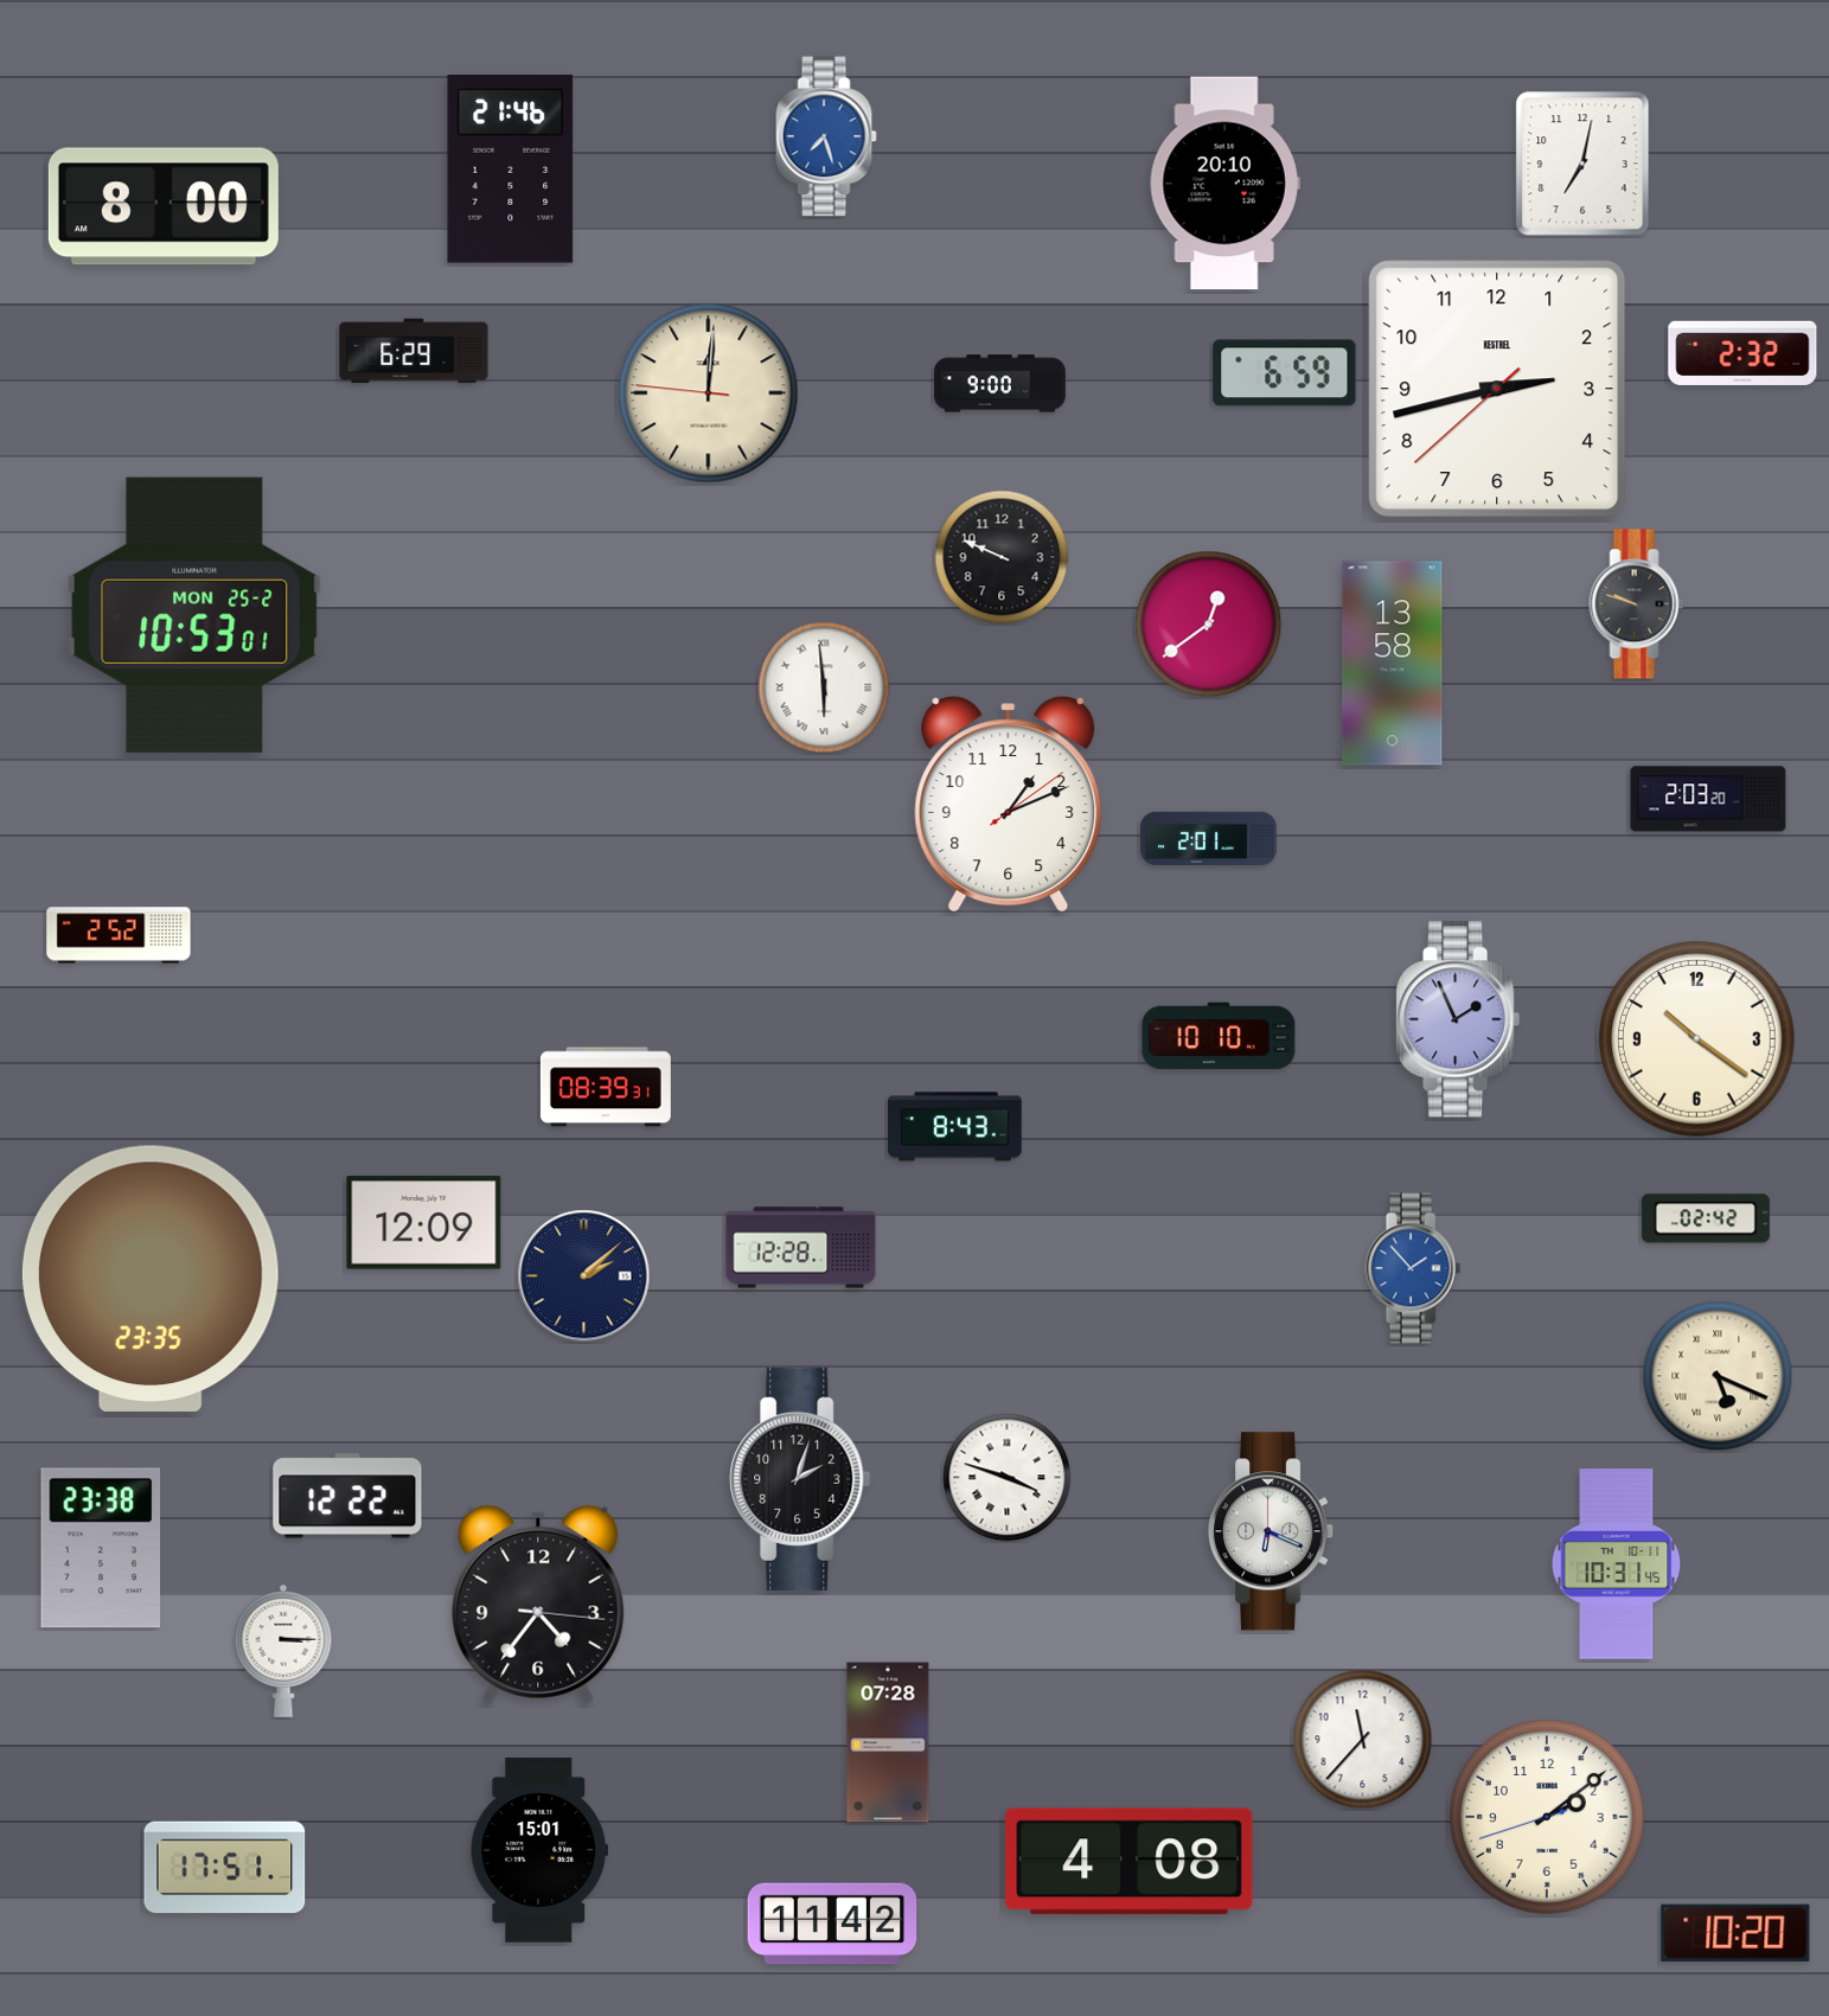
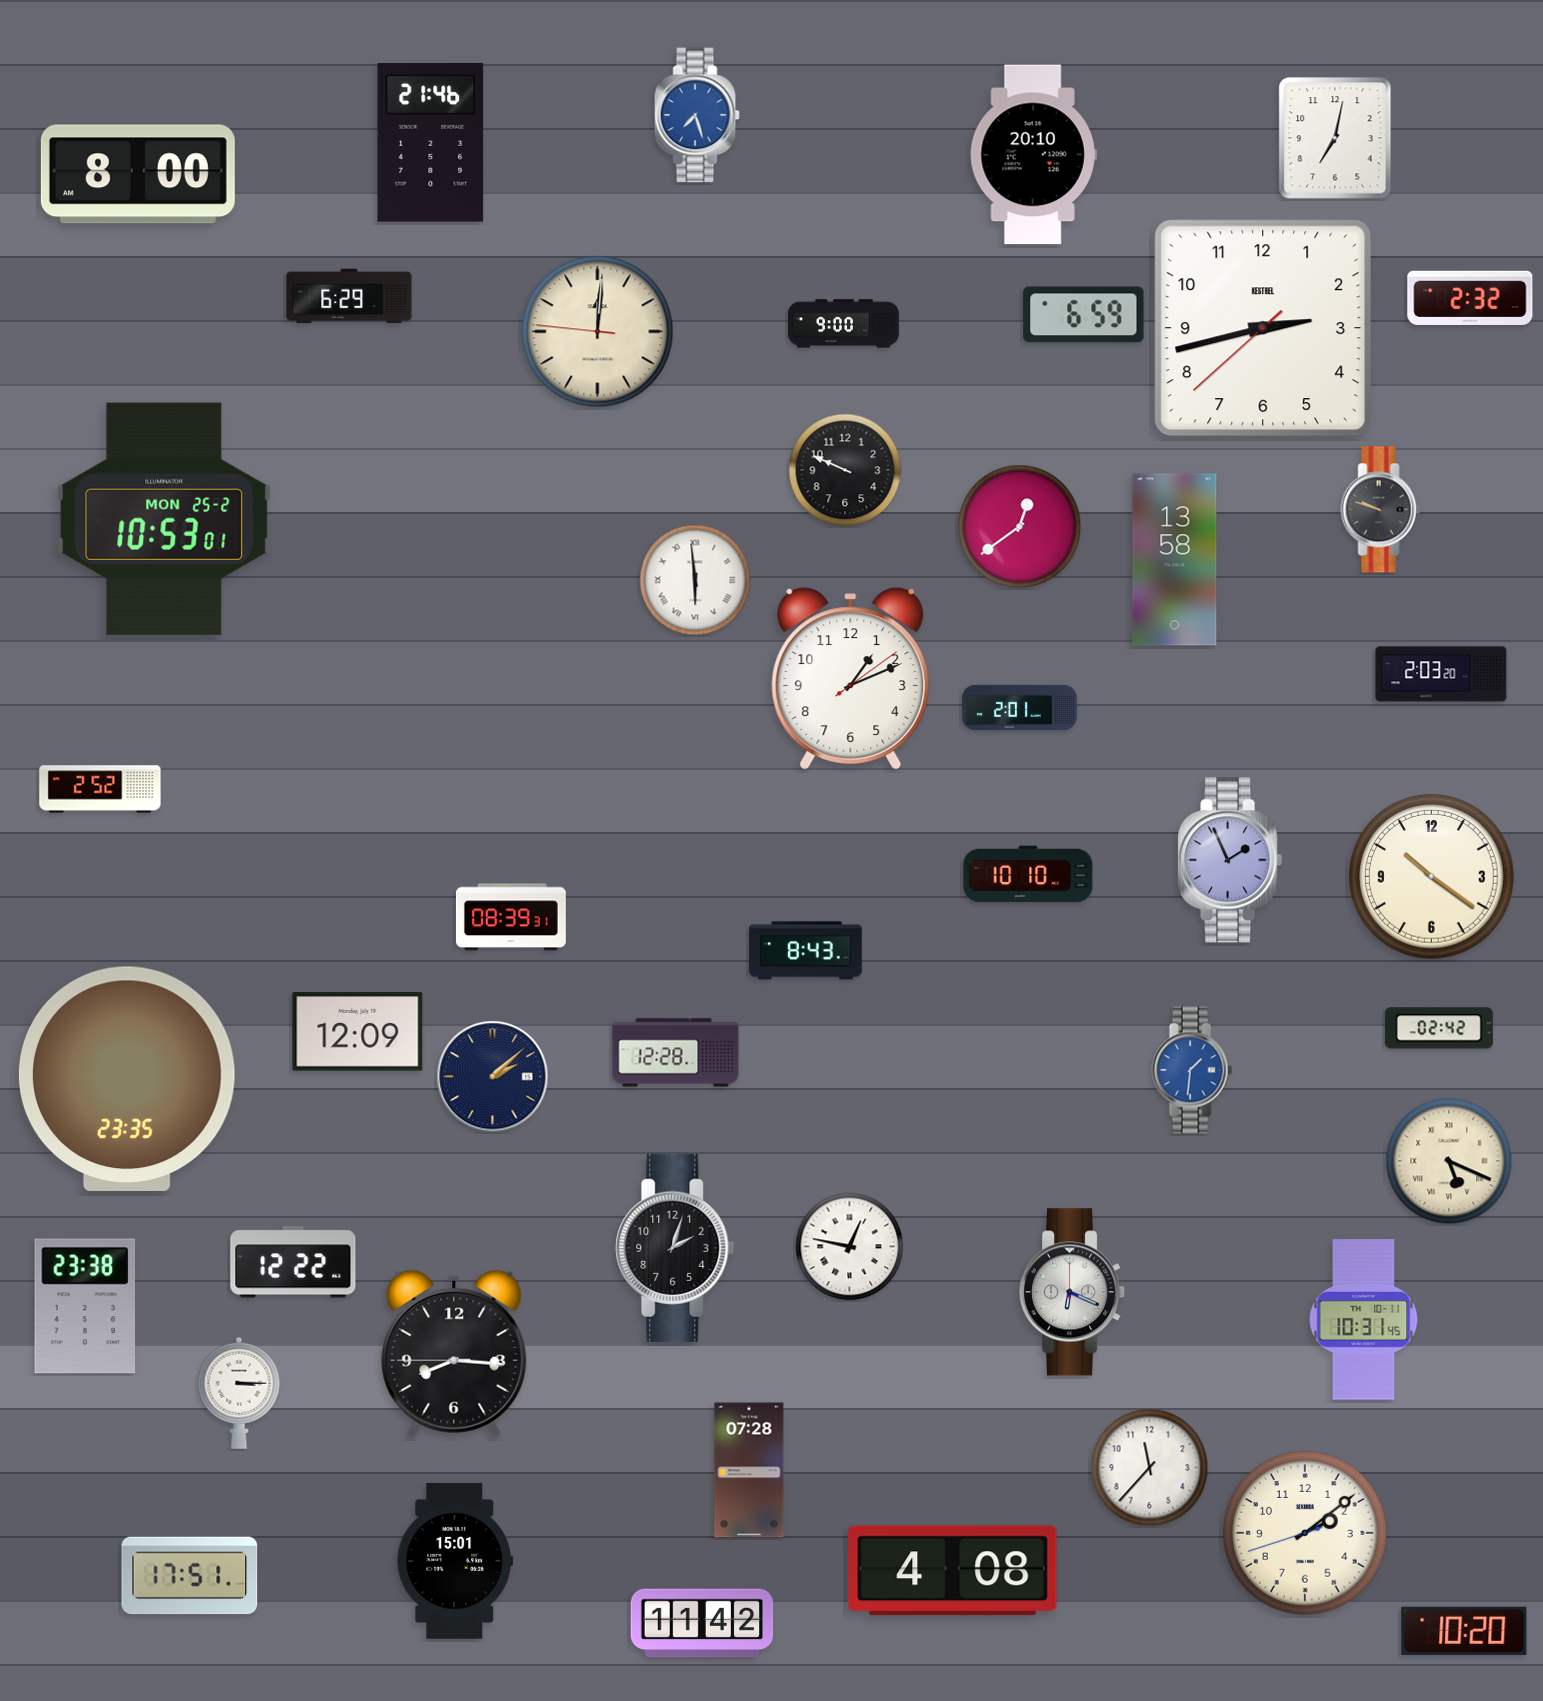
clock at (1413, 1268): 1:53 -> 1:31
clock at (1008, 1478): 3:48 -> 12:47
clock at (538, 1605): 4:36 -> 8:15
